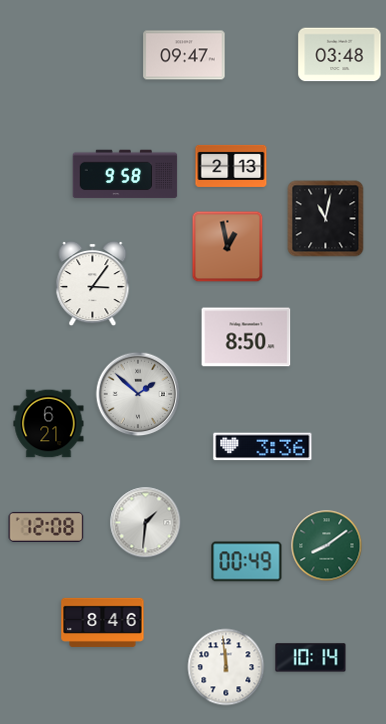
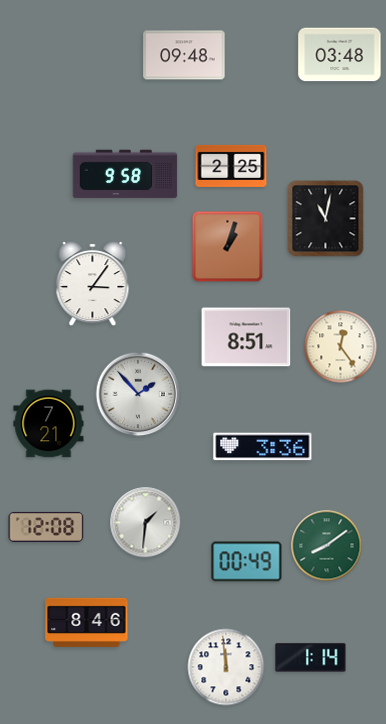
clock at (184, 55): 09:47 -> 09:48
clock at (231, 166): 2:13 -> 2:25
clock at (228, 247): 12:58 -> 1:03
clock at (246, 337): 8:50 -> 8:51
clock at (341, 347): none -> 12:24
clock at (138, 394): 1:52 -> 1:53
clock at (49, 424): 6:21 -> 7:21
clock at (103, 622) position: (103, 622) -> (87, 622)
clock at (311, 658): 10:14 -> 1:14
